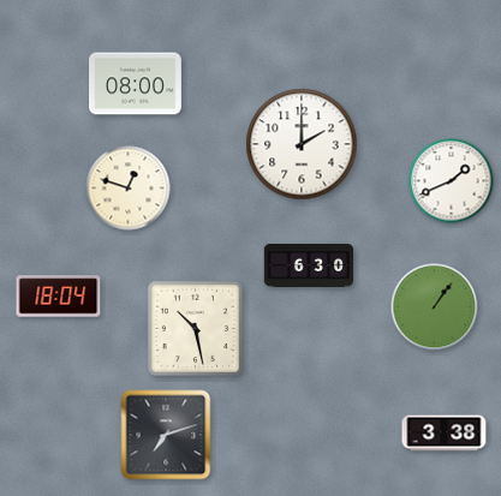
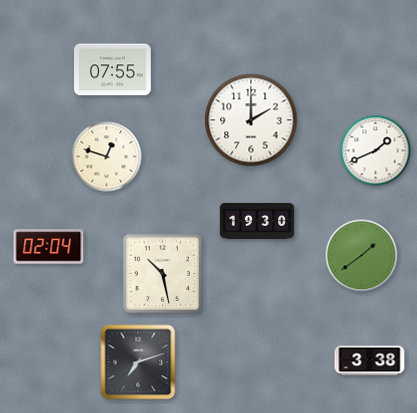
clock at (136, 84): 08:00 -> 07:55
clock at (309, 267): 6:30 -> 19:30
clock at (59, 297): 18:04 -> 02:04
clock at (435, 307): 1:06 -> 1:39
